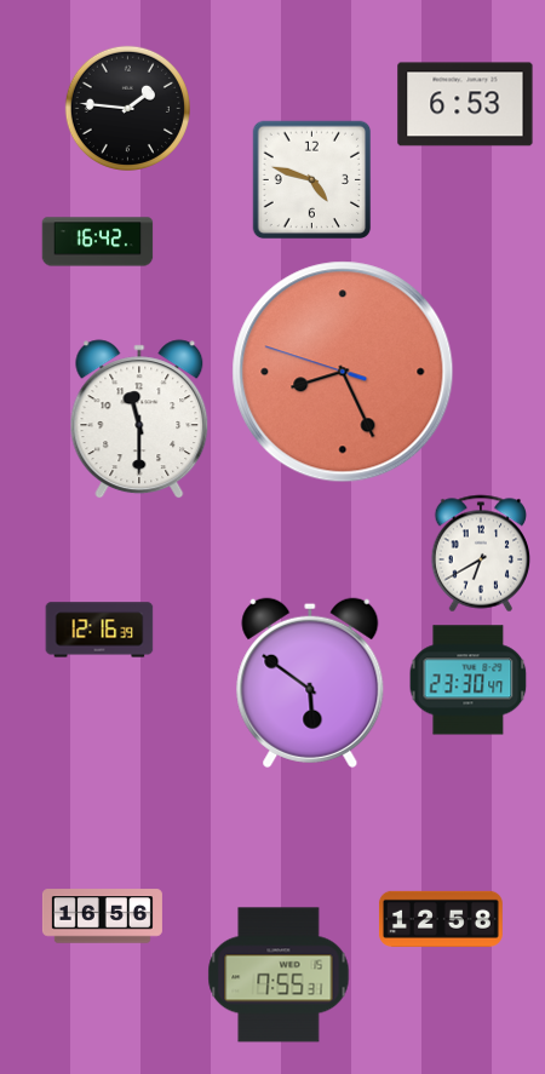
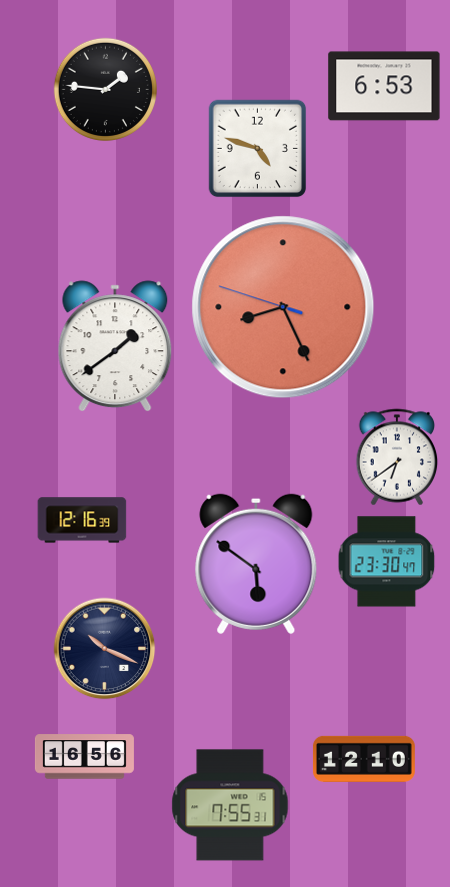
clock at (98, 242): 16:42 -> none
clock at (139, 419): 11:30 -> 1:39
clock at (481, 553): 6:40 -> 6:39
clock at (105, 649): none -> 10:19
clock at (441, 919): 12:58 -> 12:10
